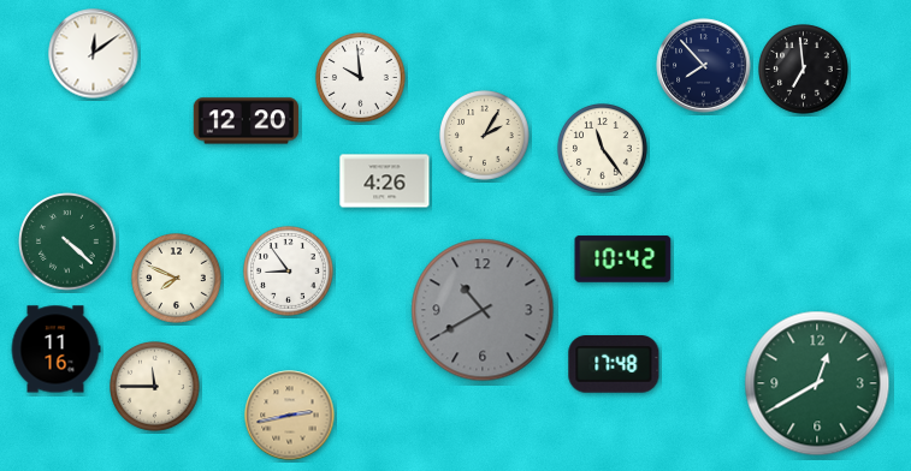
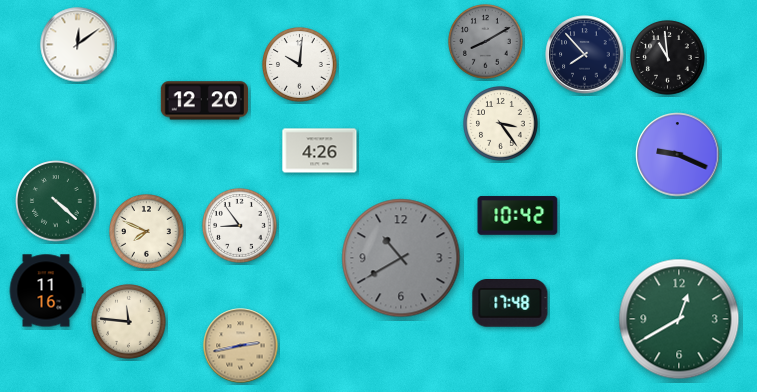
clock at (486, 42): none -> 8:10
clock at (804, 70): 6:59 -> 10:59
clock at (361, 78): 9:59 -> 10:01
clock at (485, 136): 2:05 -> none
clock at (603, 149): 11:24 -> 3:24
clock at (678, 155): none -> 9:19
clock at (155, 387): 11:45 -> 11:46
